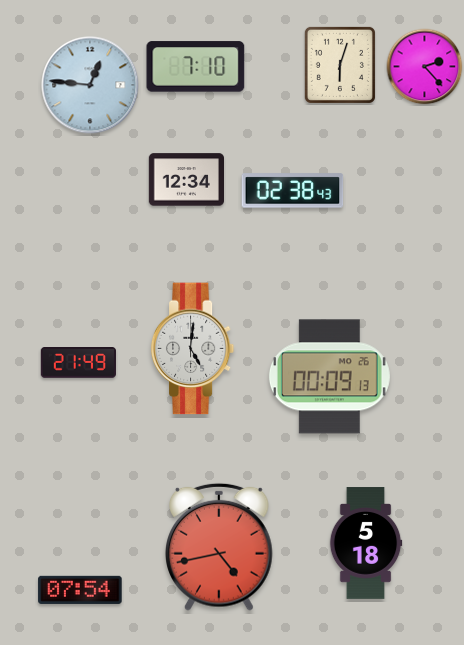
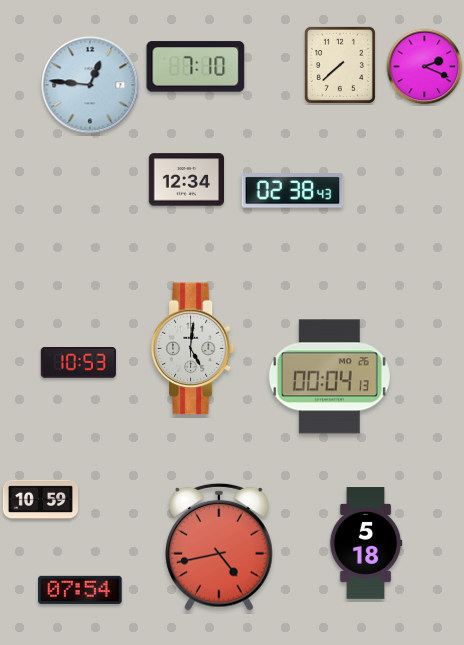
clock at (340, 65): 6:03 -> 7:38
clock at (425, 67): 2:23 -> 2:19
clock at (78, 363): 21:49 -> 10:53
clock at (329, 377): 00:09 -> 00:04
clock at (40, 500): none -> 10:59
